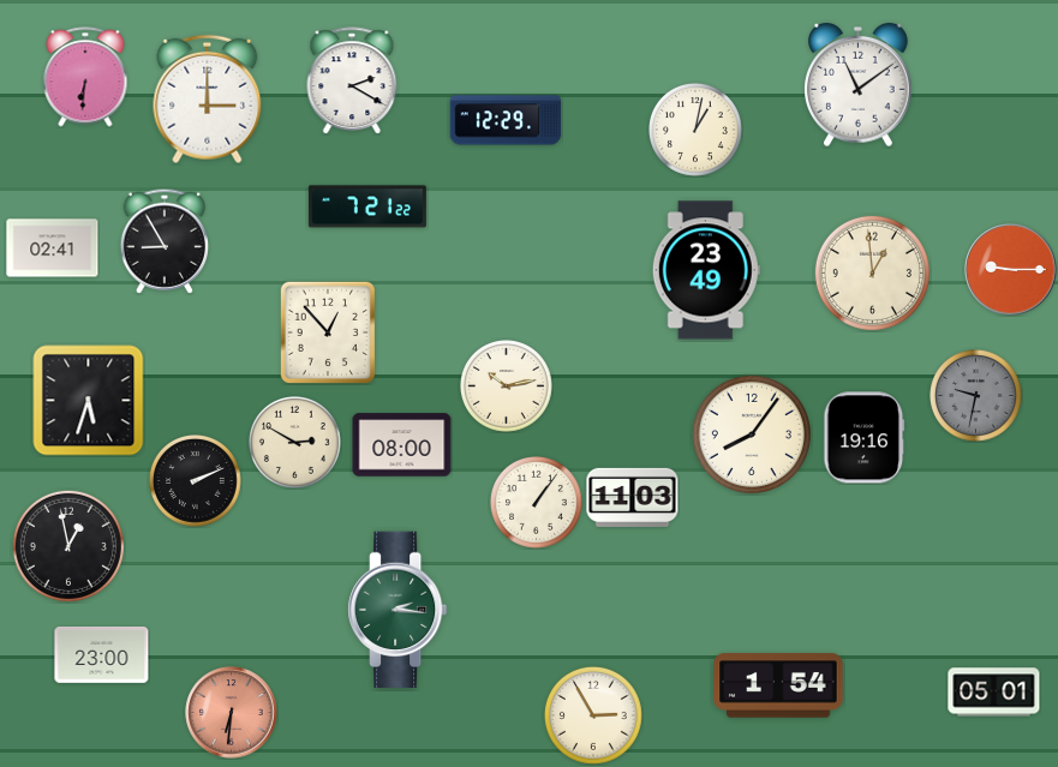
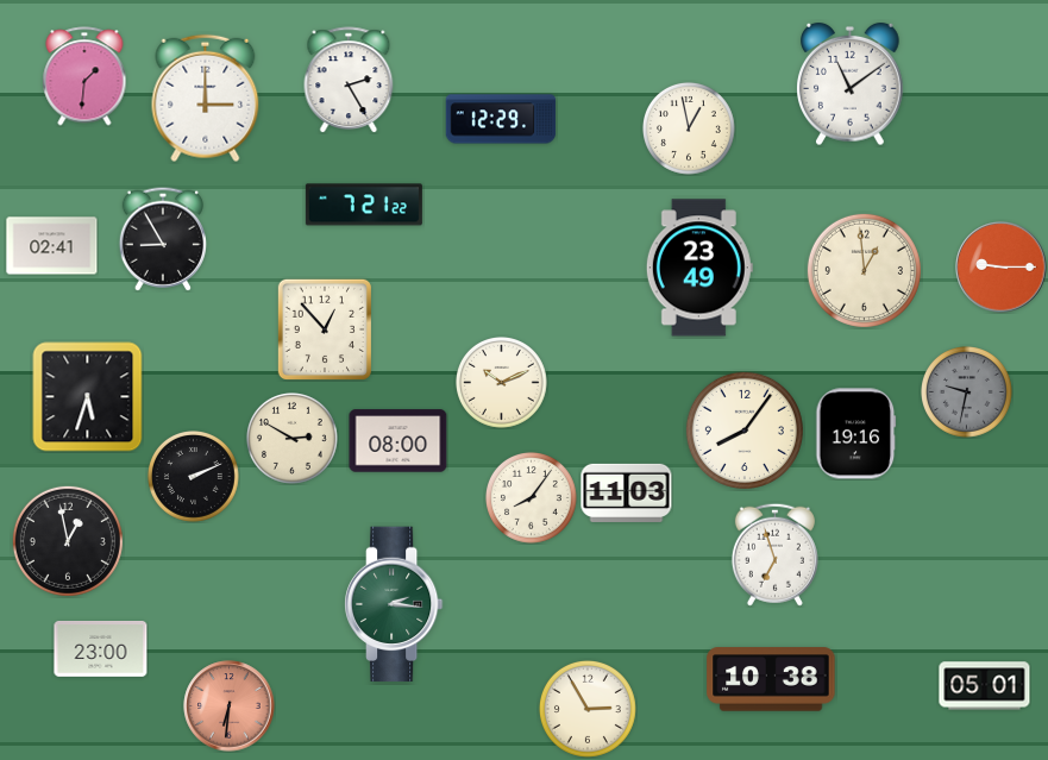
clock at (85, 77): 6:31 -> 1:31
clock at (352, 80): 2:20 -> 2:25
clock at (697, 131): 1:02 -> 12:58
clock at (507, 387): 10:13 -> 10:11
clock at (537, 503): 1:06 -> 8:06
clock at (774, 554): none -> 6:57
clock at (778, 685): 1:54 -> 10:38
